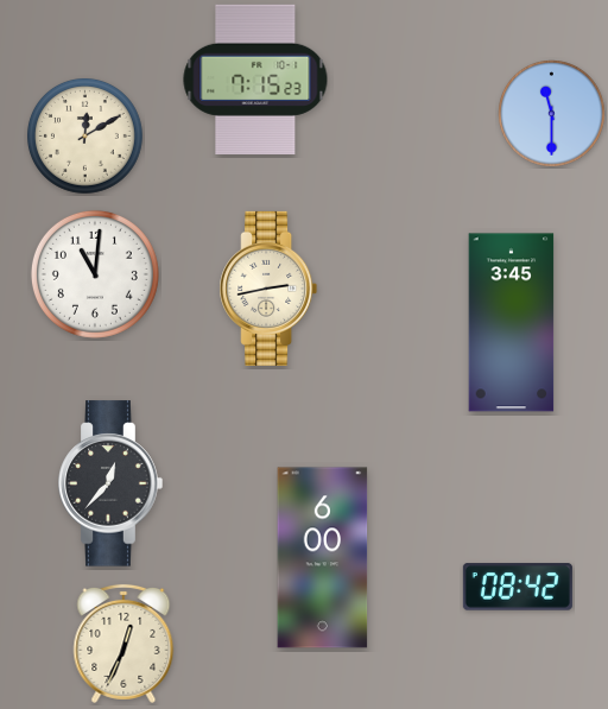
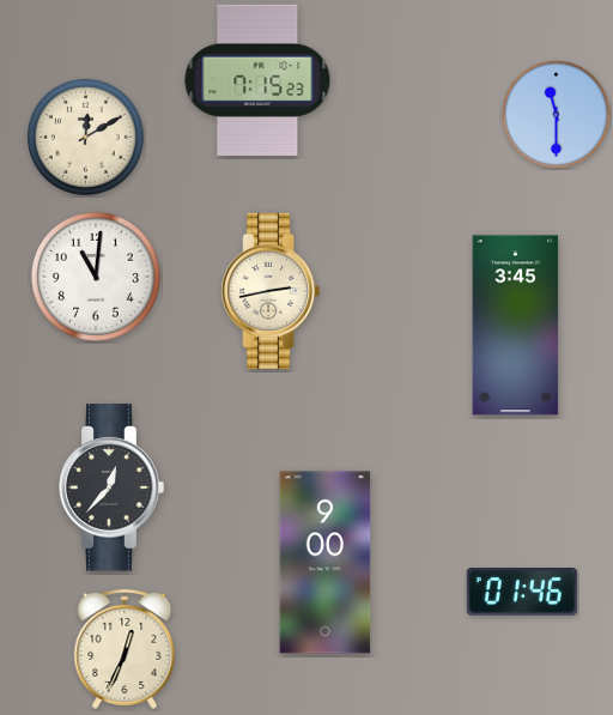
clock at (323, 558): 6:00 -> 9:00
clock at (518, 587): 08:42 -> 01:46
